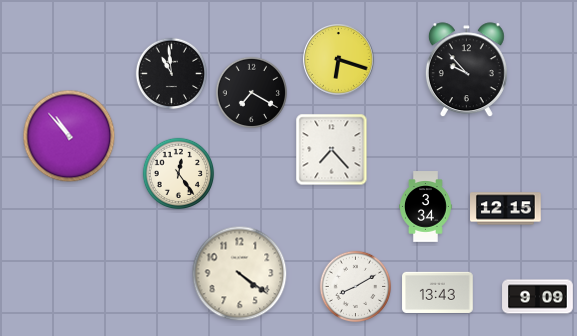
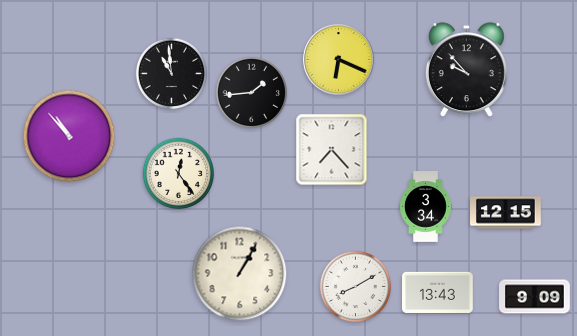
clock at (339, 60): 6:18 -> 6:19
clock at (252, 93): 7:20 -> 1:44
clock at (506, 209) position: (506, 209) -> (506, 213)
clock at (240, 274): 4:21 -> 1:05
clock at (538, 297) position: (538, 297) -> (535, 297)
